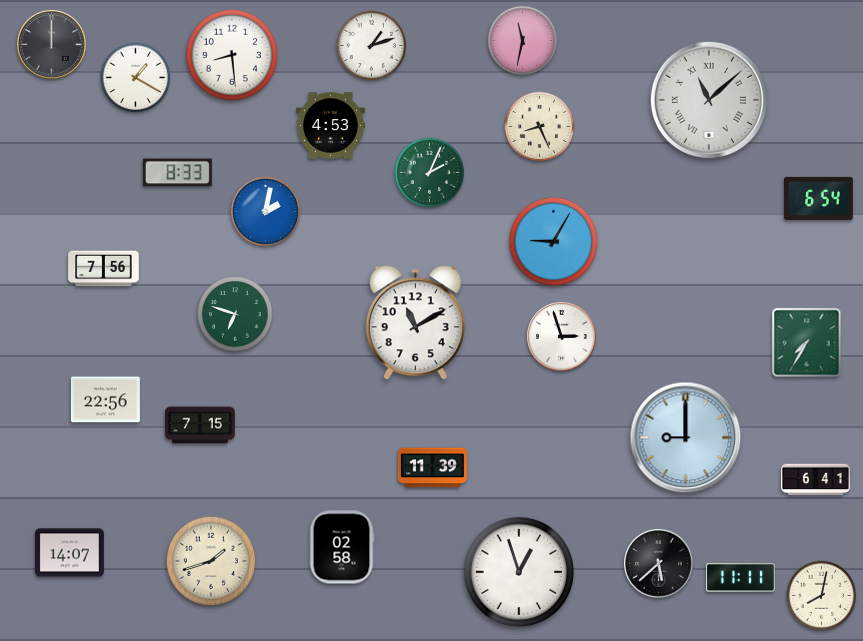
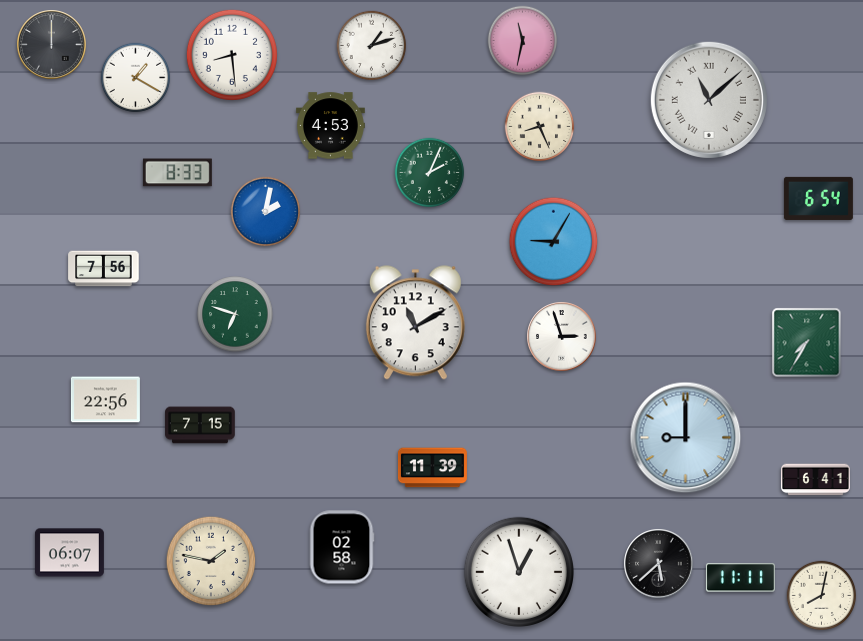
clock at (69, 553): 14:07 -> 06:07
clock at (211, 561): 1:42 -> 1:47
